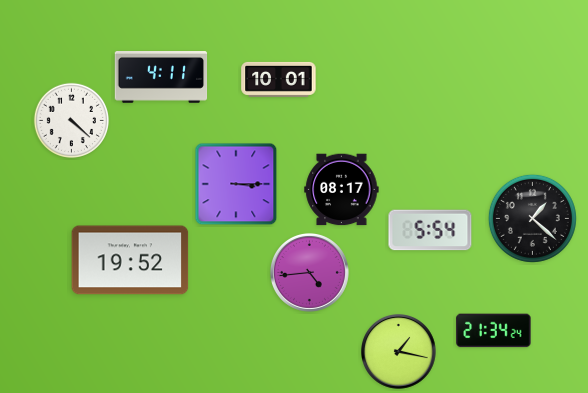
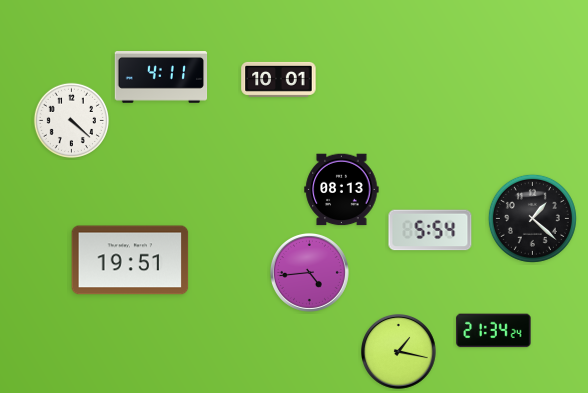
clock at (236, 184): 3:15 -> none
clock at (342, 190): 08:17 -> 08:13
clock at (130, 260): 19:52 -> 19:51
